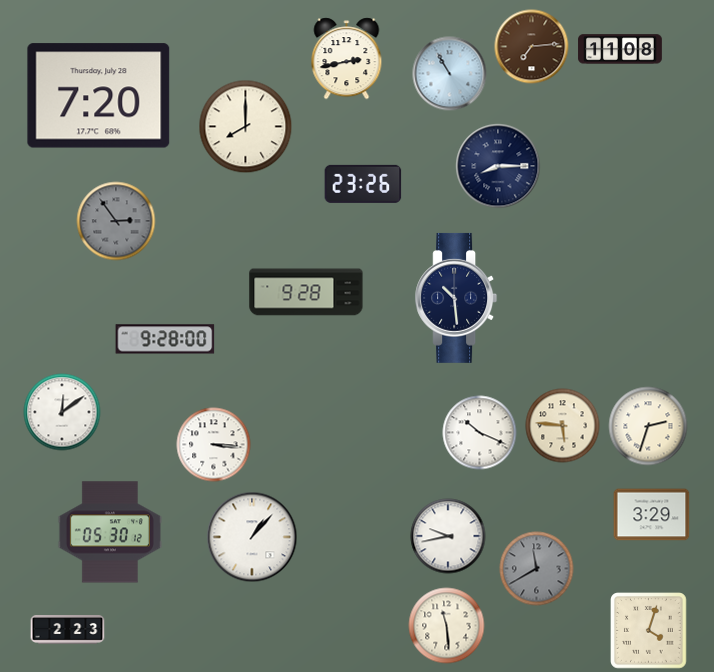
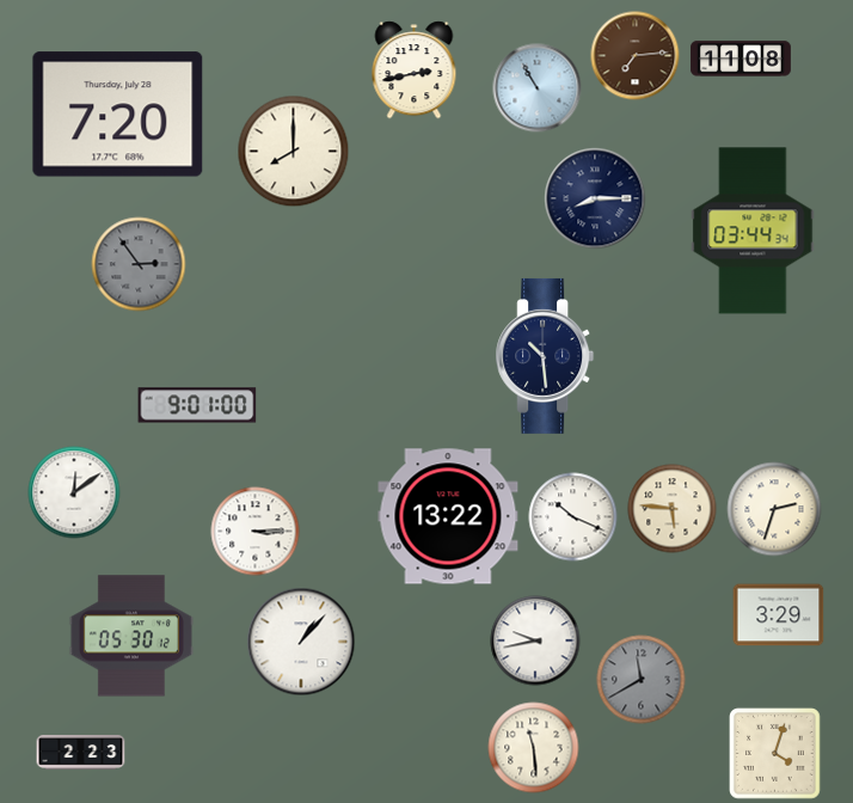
clock at (363, 184): 23:26 -> none
clock at (753, 231): none -> 03:44
clock at (306, 292): 9:28 -> none
clock at (165, 339): 9:28 -> 9:01
clock at (448, 516): none -> 13:22
clock at (214, 445): 3:16 -> 3:15
